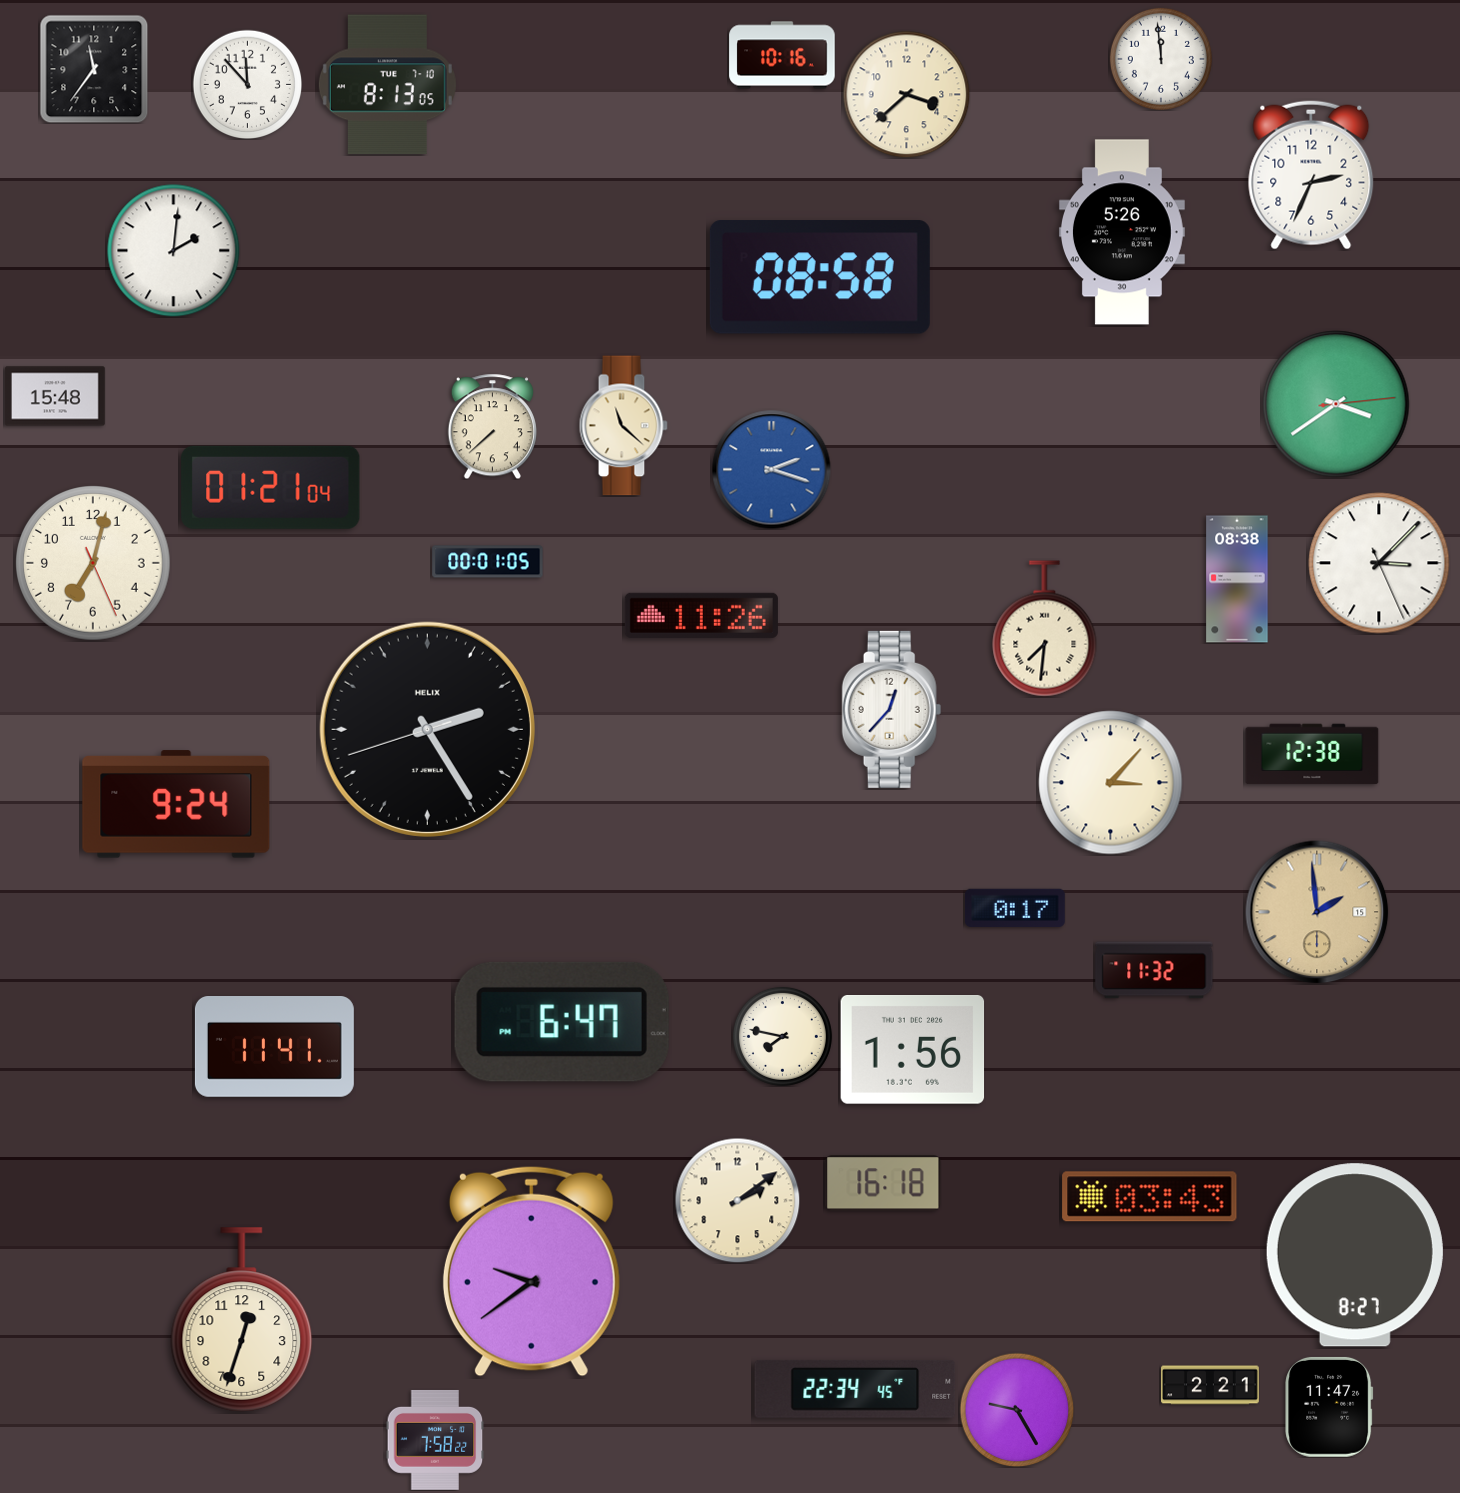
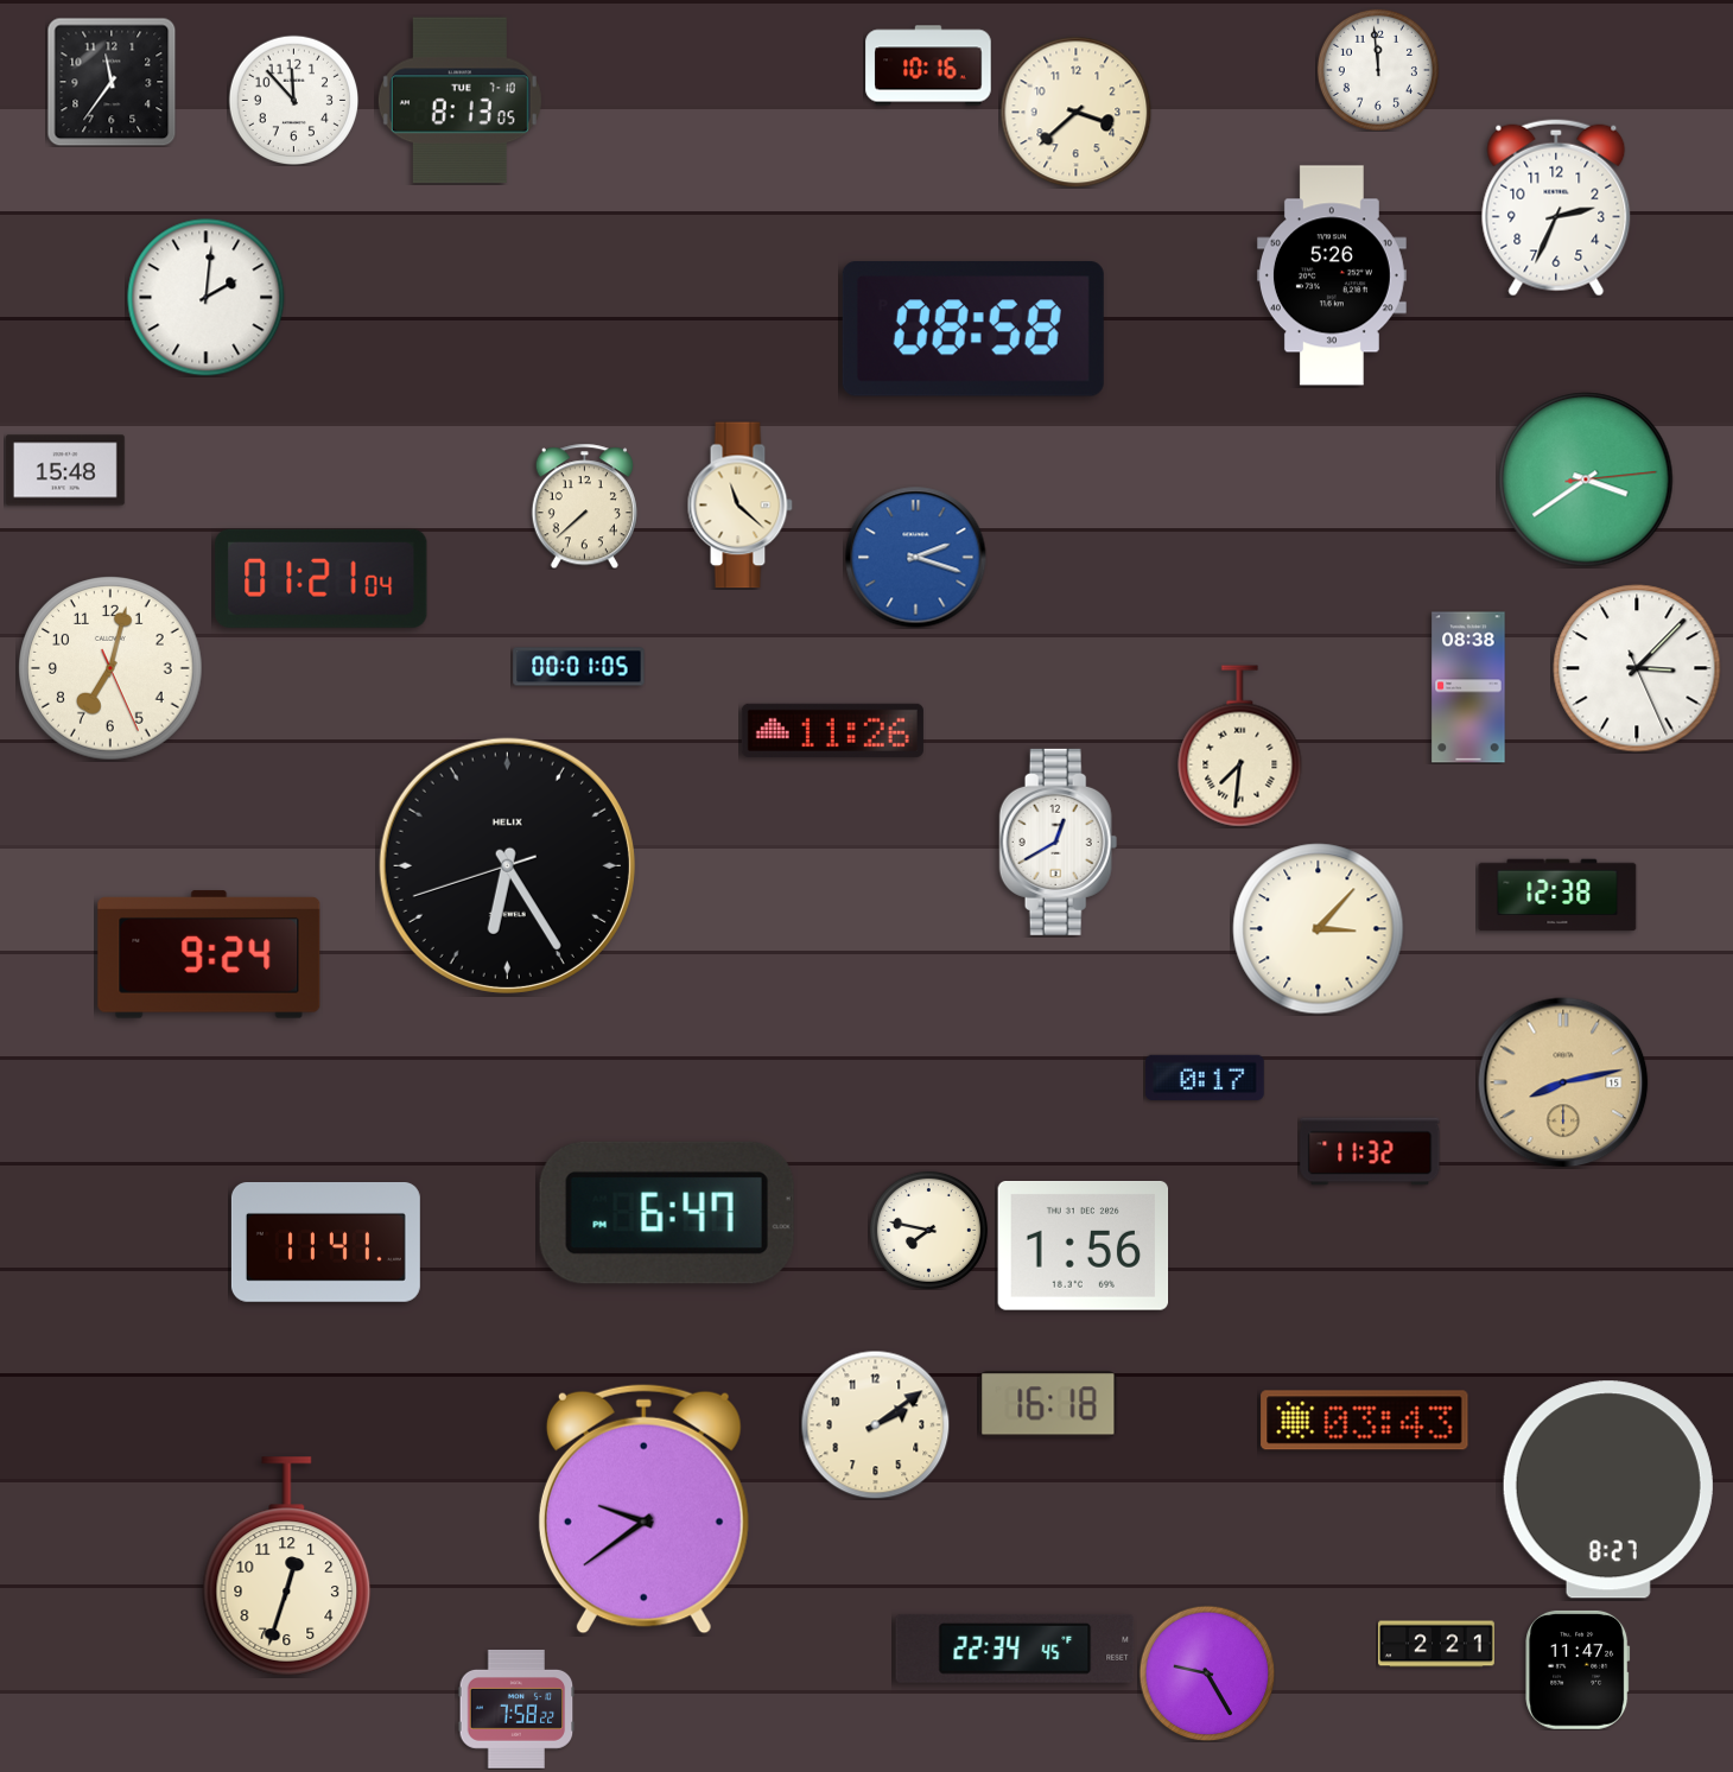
clock at (892, 709): 12:37 -> 12:40
clock at (427, 729): 2:24 -> 6:24
clock at (1317, 912): 1:59 -> 8:13
clock at (531, 1271) position: (531, 1271) -> (643, 1509)
